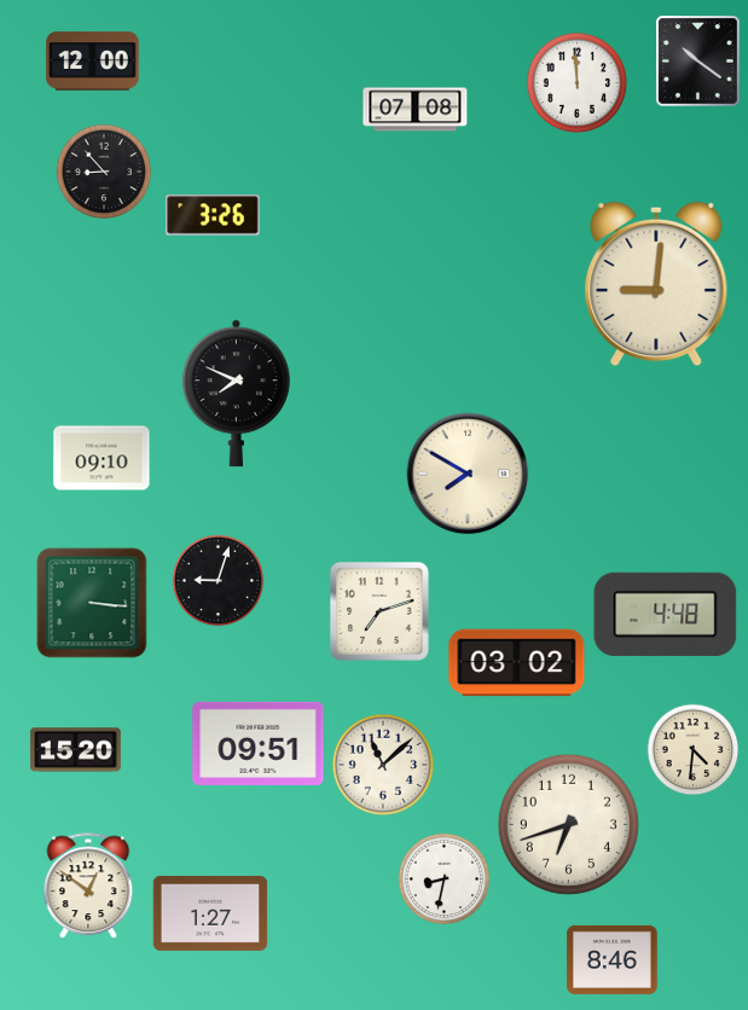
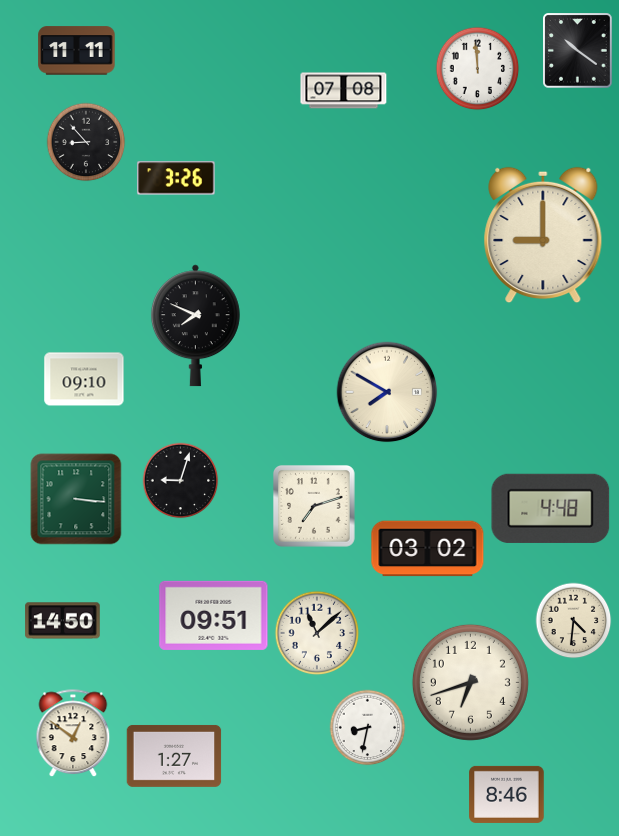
clock at (93, 62): 12:00 -> 11:11
clock at (656, 284): 9:01 -> 9:00
clock at (76, 750): 15:20 -> 14:50
